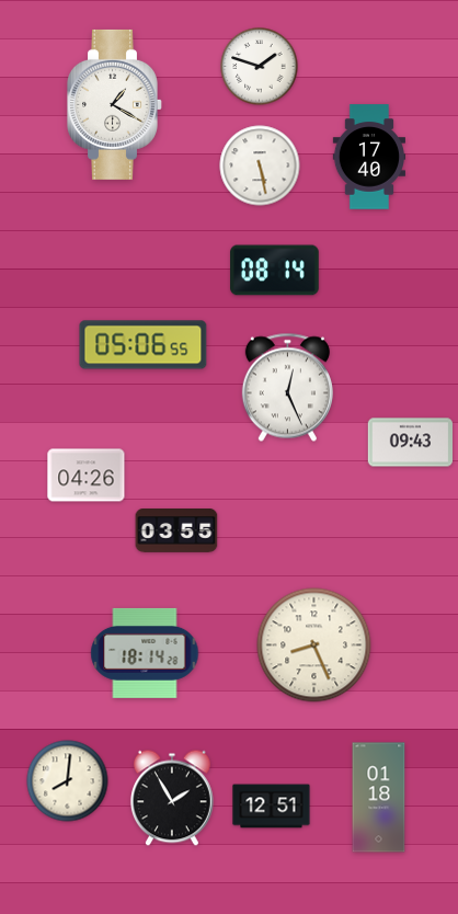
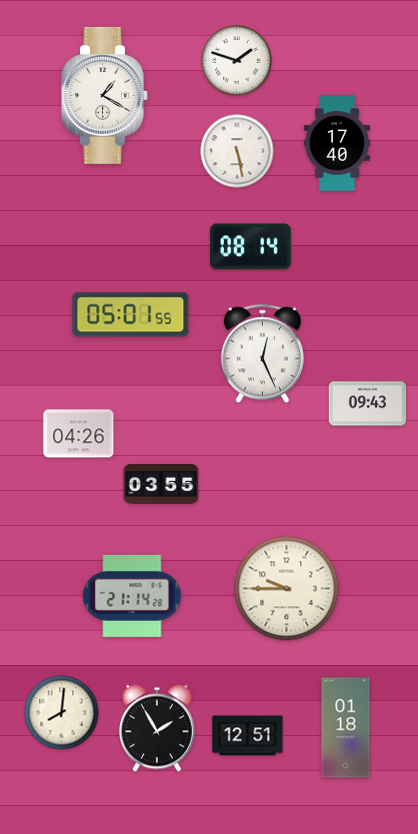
clock at (144, 345): 05:06 -> 05:01
clock at (411, 443) position: (411, 443) -> (368, 404)
clock at (314, 645): 8:26 -> 9:45
clock at (145, 653): 18:14 -> 21:14
